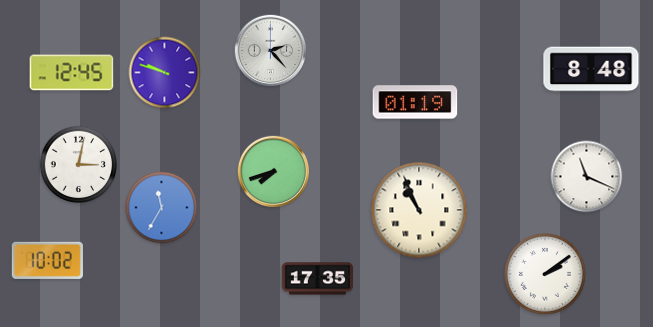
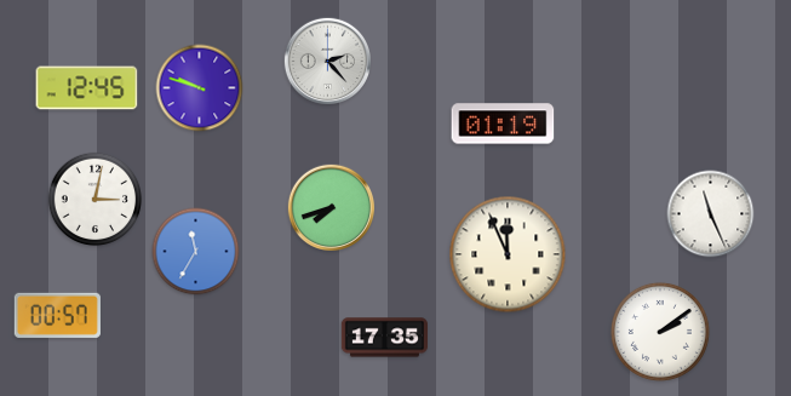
clock at (591, 69): 8:48 -> none
clock at (587, 177): 11:19 -> 11:26
clock at (419, 210): 10:56 -> 11:56
clock at (47, 260): 10:02 -> 00:57
